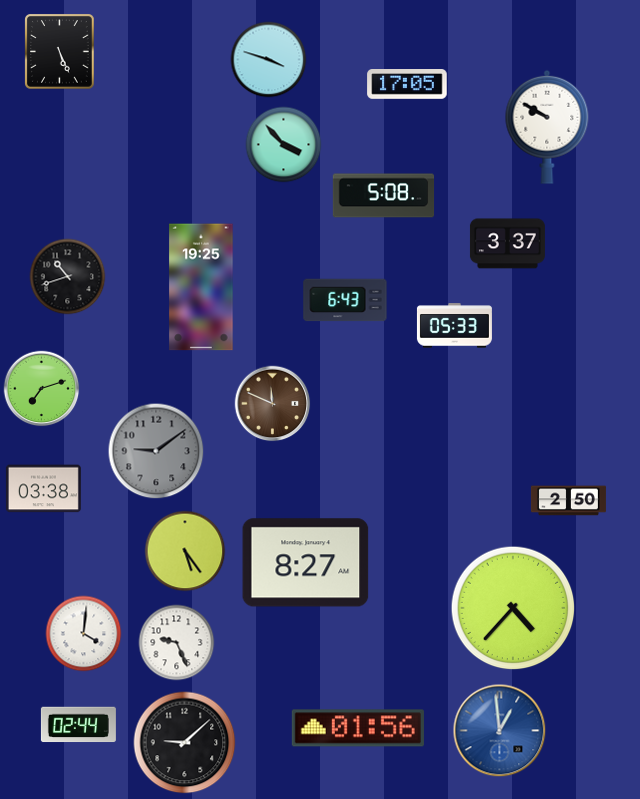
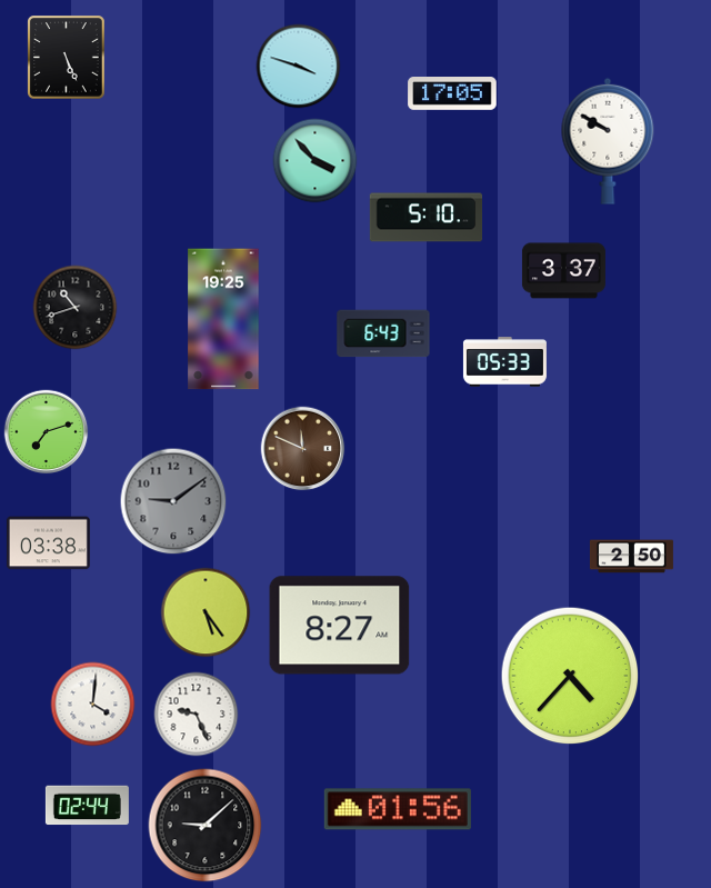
clock at (384, 196): 5:08 -> 5:10
clock at (500, 731): 12:59 -> none
